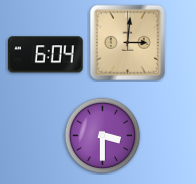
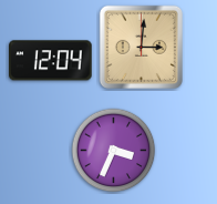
clock at (46, 55): 6:04 -> 12:04
clock at (103, 136): 3:30 -> 3:34
